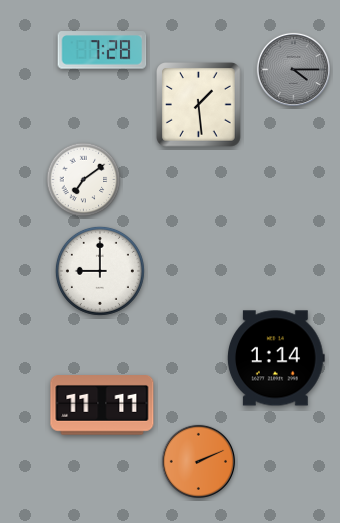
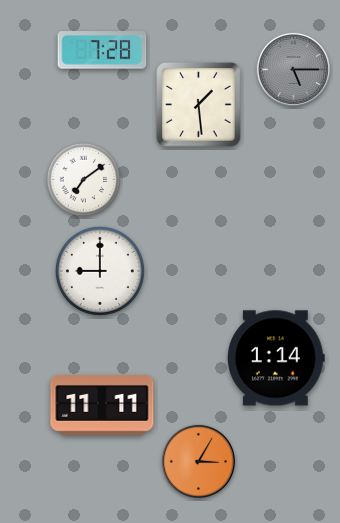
clock at (293, 69): 4:15 -> 5:15
clock at (198, 461): 2:11 -> 3:05
